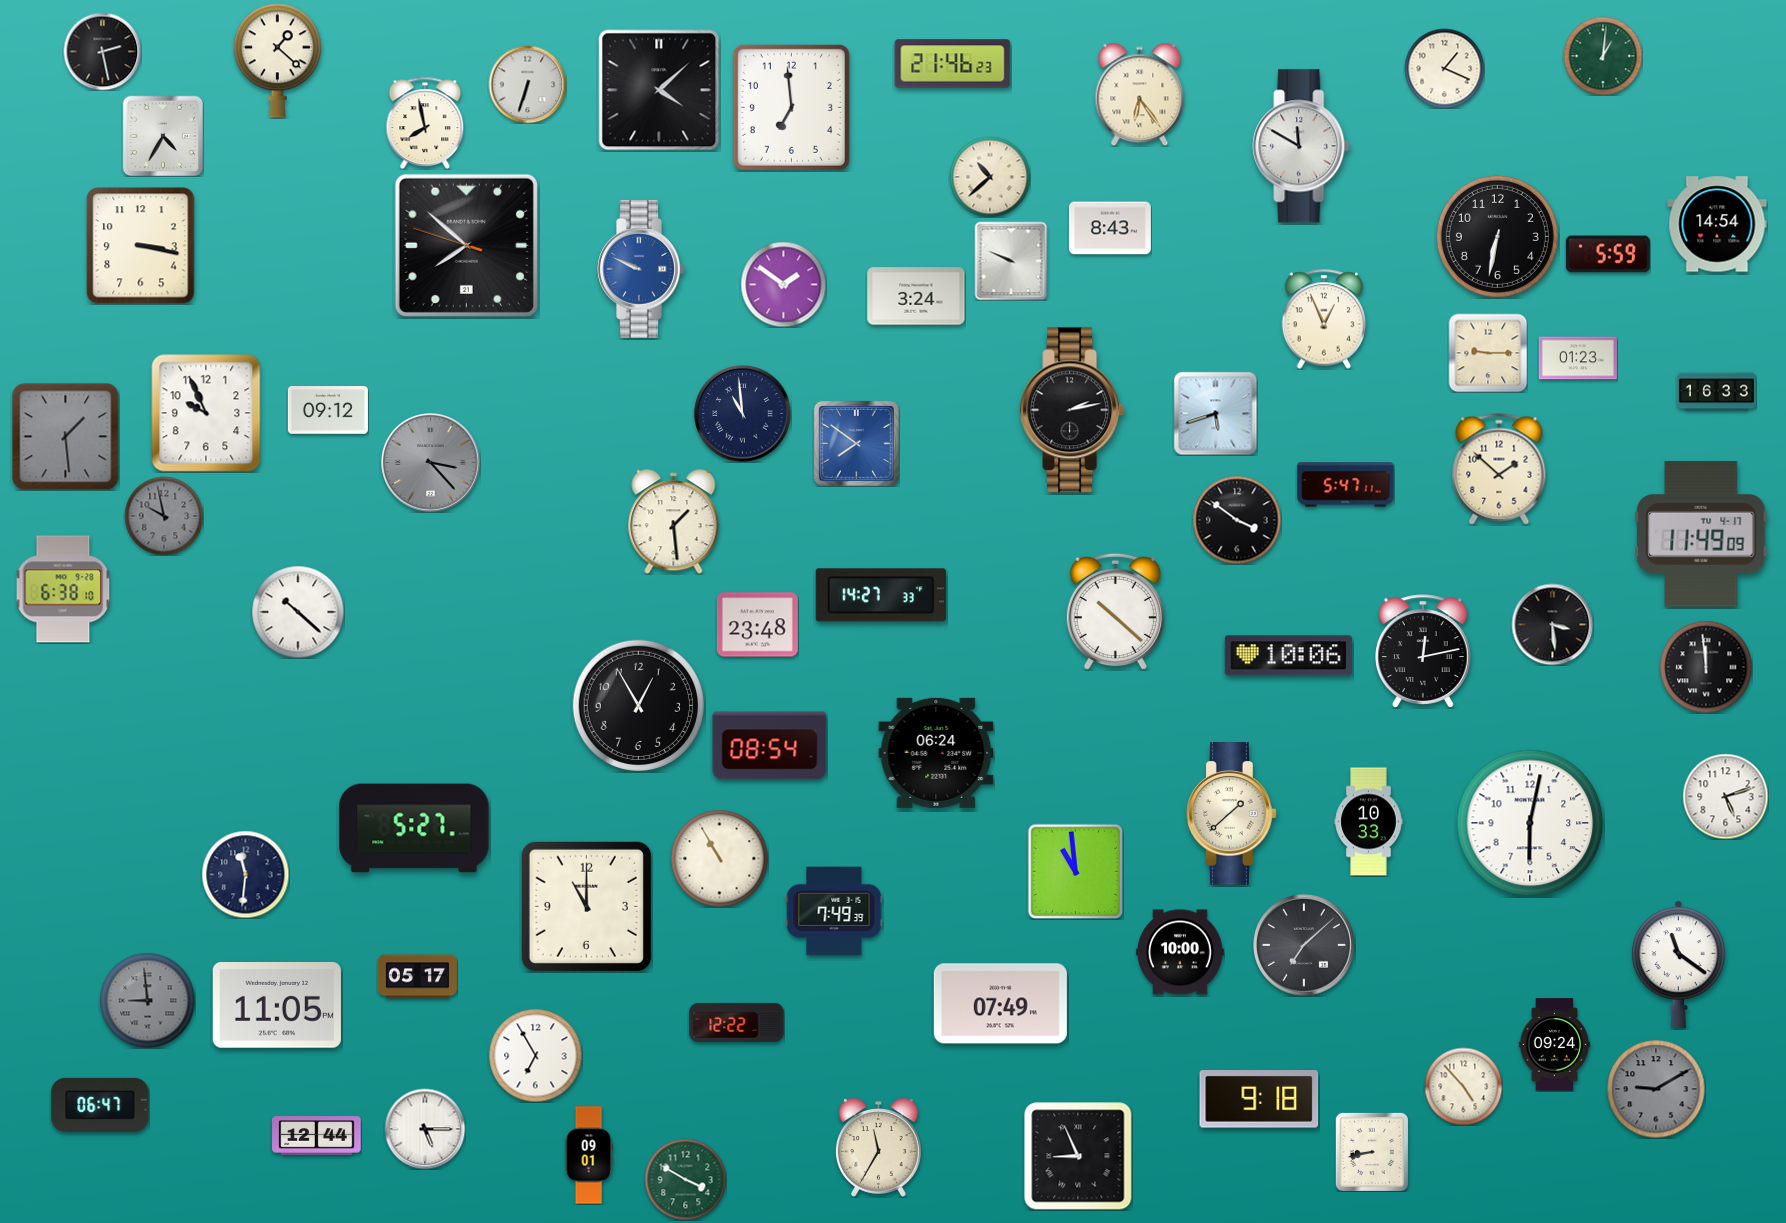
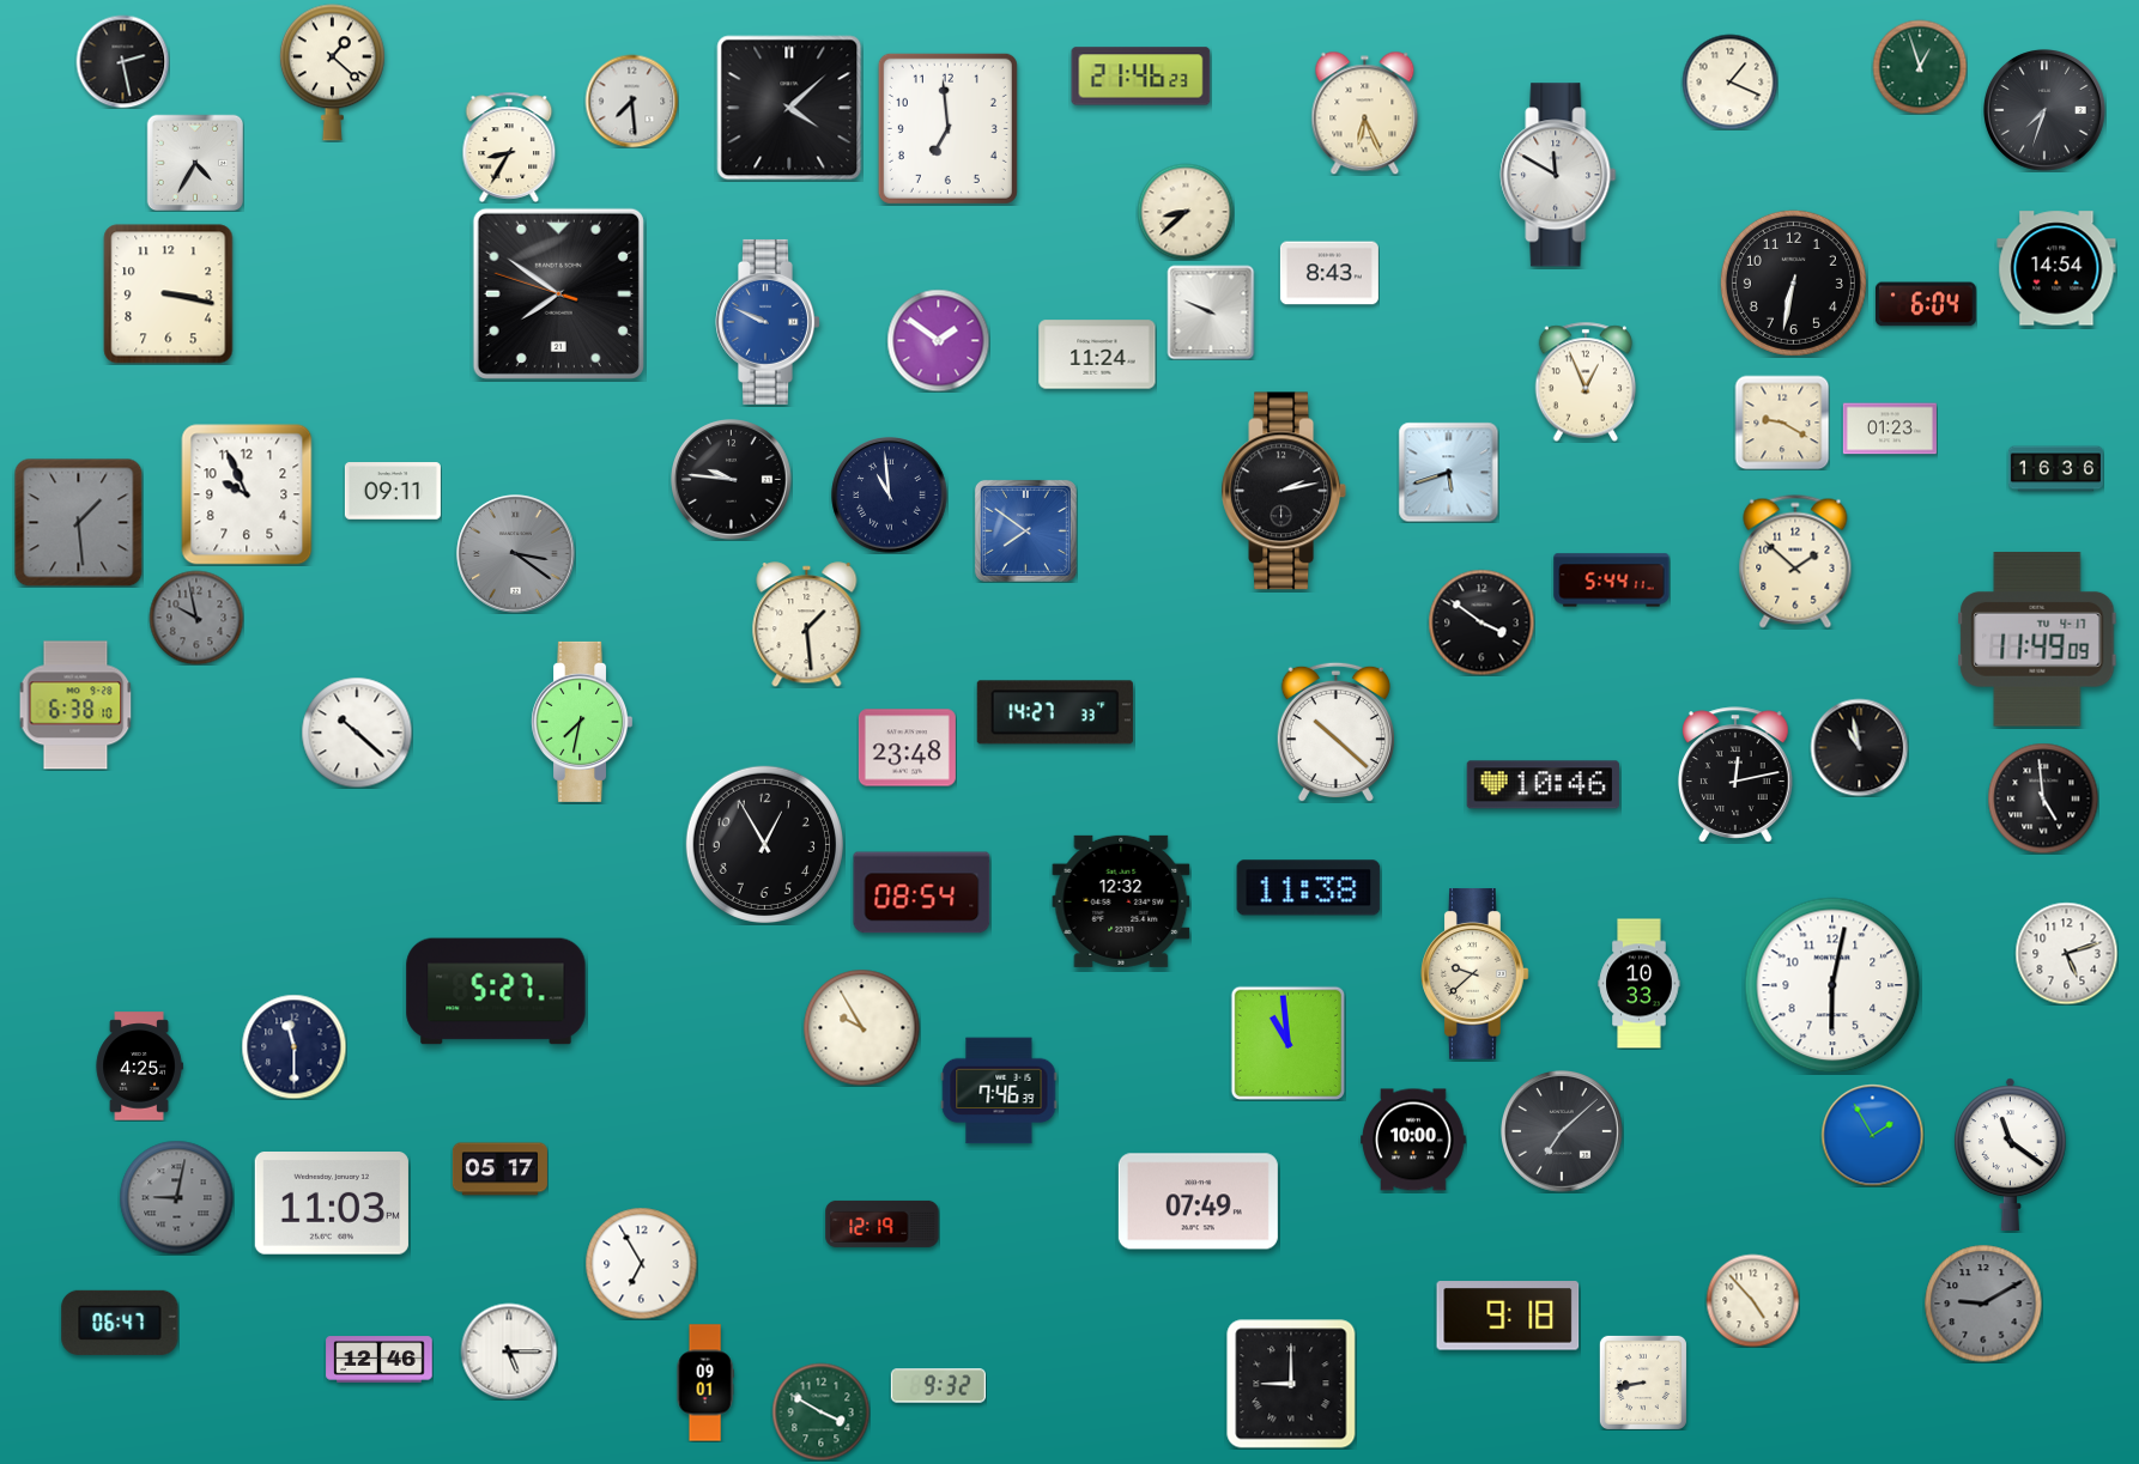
clock at (1603, 56): 1:01 -> 12:57
clock at (527, 84): 6:33 -> 7:29
clock at (2046, 111): none -> 7:33
clock at (1140, 94): 6:24 -> 6:26
clock at (425, 123): 7:58 -> 8:35
clock at (990, 177): 10:38 -> 8:38
clock at (466, 245): 7:51 -> 7:50
clock at (1608, 254): 5:59 -> 6:04
clock at (916, 296): 3:24 -> 11:24
clock at (1488, 353): 9:15 -> 9:20
clock at (1716, 392): 16:33 -> 16:36
clock at (732, 480): none -> 9:46
clock at (328, 410): 09:12 -> 09:11
clock at (1215, 413) position: (1215, 413) -> (1448, 472)
clock at (431, 463): 3:23 -> 3:21
clock at (1346, 485): 5:47 -> 5:44
clock at (582, 722): none -> 7:32
clock at (1552, 624): 3:29 -> 10:58
clock at (1423, 651) position: (1423, 651) -> (1735, 774)
clock at (1288, 656): 10:06 -> 10:46
clock at (1706, 667): 11:59 -> 4:59
clock at (1309, 888): none -> 11:38
clock at (936, 753): 06:24 -> 12:32
clock at (1232, 814): 1:38 -> 9:38
clock at (719, 858): 10:55 -> 9:55
clock at (245, 874): 11:31 -> 11:30
clock at (139, 1067): none -> 4:25
clock at (586, 906): 11:00 -> none
clock at (834, 911): 7:49 -> 7:46
clock at (1872, 1135): none -> 1:55
clock at (147, 1000): 8:59 -> 9:02
clock at (277, 1006): 11:05 -> 11:03
clock at (737, 1022): 12:22 -> 12:19
clock at (1555, 1045): 09:24 -> none
clock at (317, 1136): 12:44 -> 12:46
clock at (878, 1148): 11:35 -> none
clock at (1372, 1152) position: (1372, 1152) -> (1643, 1383)
clock at (1078, 1156): 8:56 -> 9:00
clock at (938, 1386): none -> 9:32
